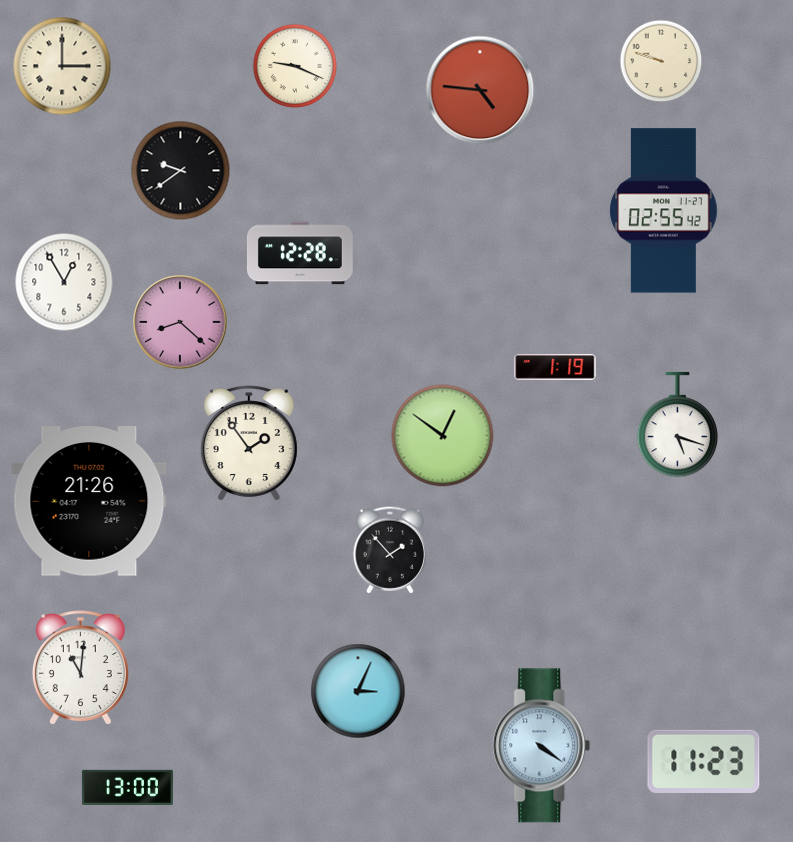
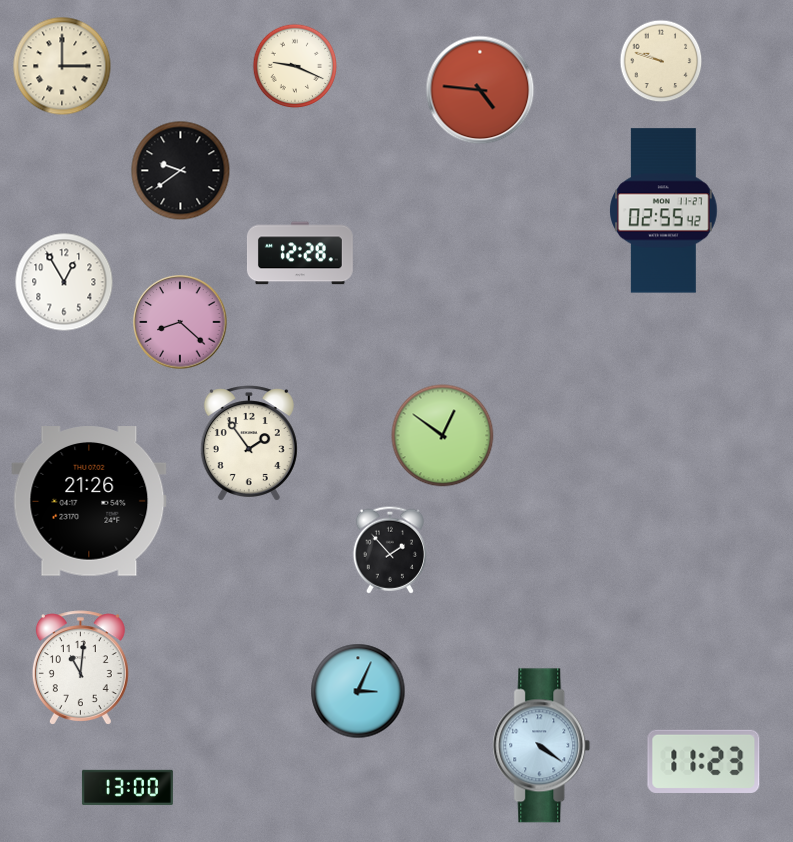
clock at (555, 367): 1:19 -> none
clock at (678, 425): 5:18 -> none
